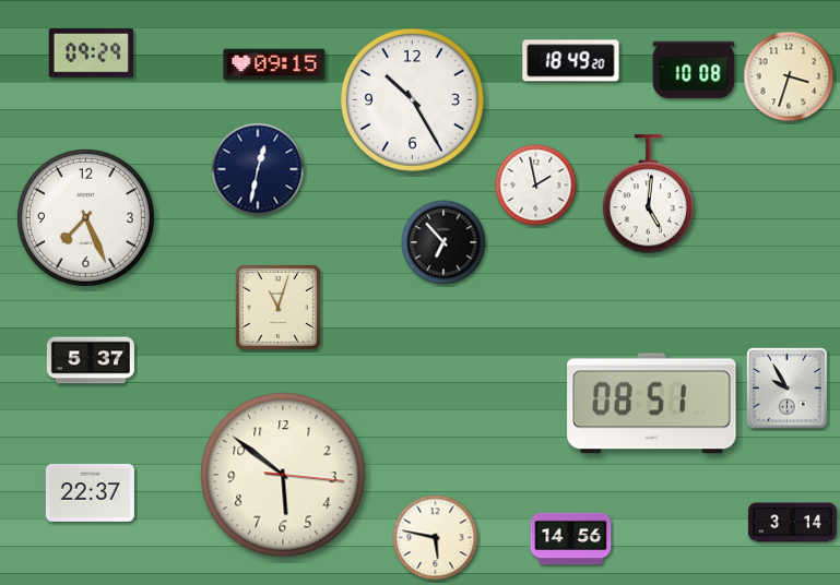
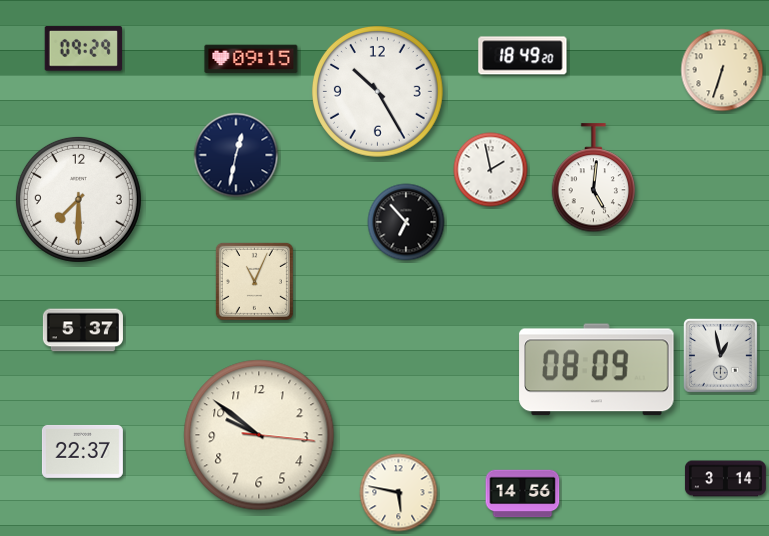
clock at (694, 70): 10:08 -> none
clock at (789, 76): 3:33 -> 6:33
clock at (85, 217): 7:26 -> 7:30
clock at (277, 307): 11:03 -> 11:04
clock at (788, 389): 9:55 -> 12:58
clock at (652, 404): 08:51 -> 08:09
clock at (283, 475): 5:51 -> 9:51
